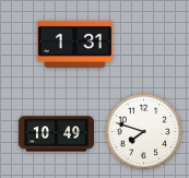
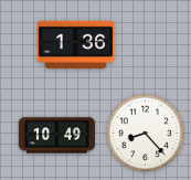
clock at (74, 44): 1:31 -> 1:36
clock at (144, 132): 7:48 -> 8:23
